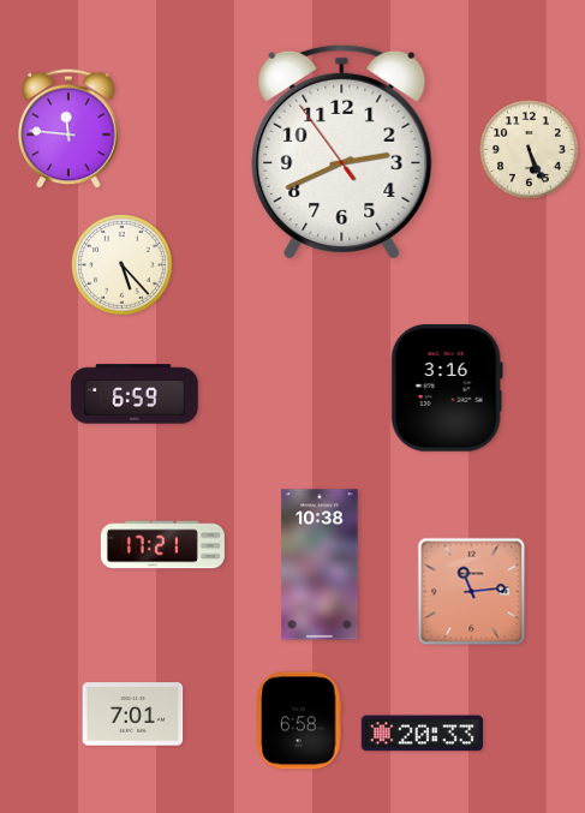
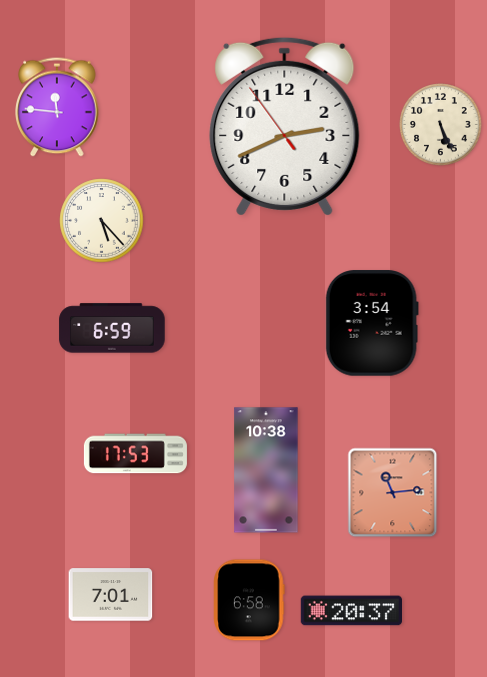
clock at (447, 388): 3:16 -> 3:54
clock at (162, 545): 17:21 -> 17:53
clock at (422, 734): 20:33 -> 20:37
